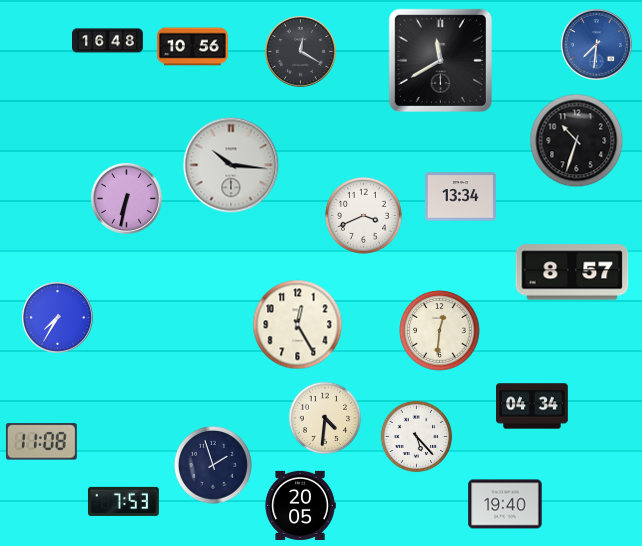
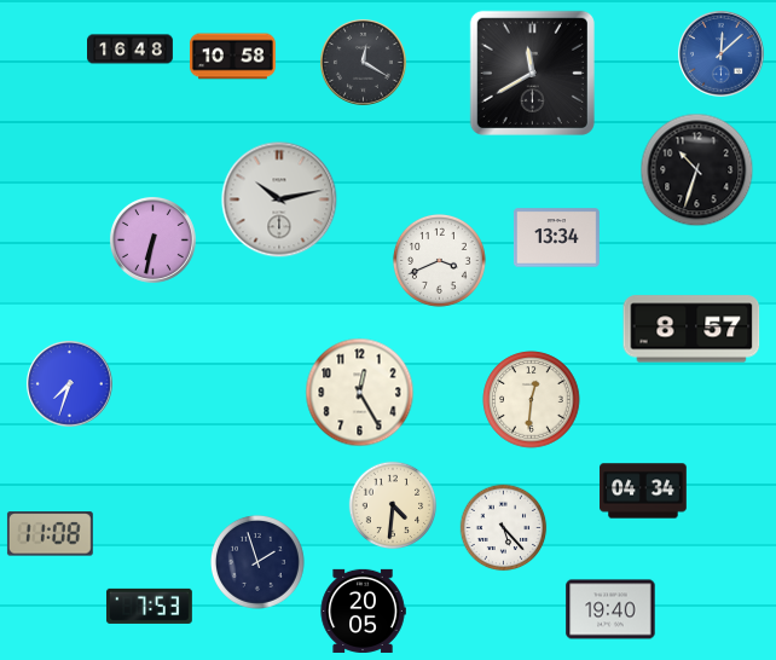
clock at (597, 45): 7:31 -> 12:08
clock at (192, 47): 10:56 -> 10:58
clock at (231, 165): 10:16 -> 10:13
clock at (58, 318): 7:35 -> 7:33
